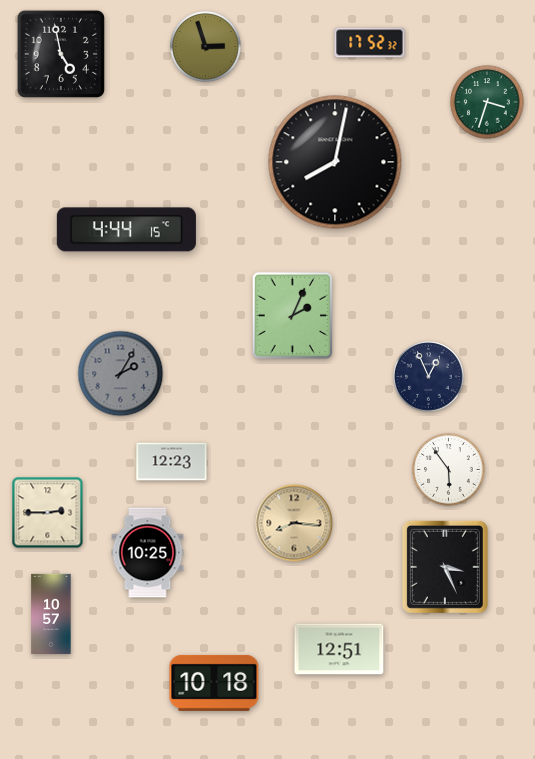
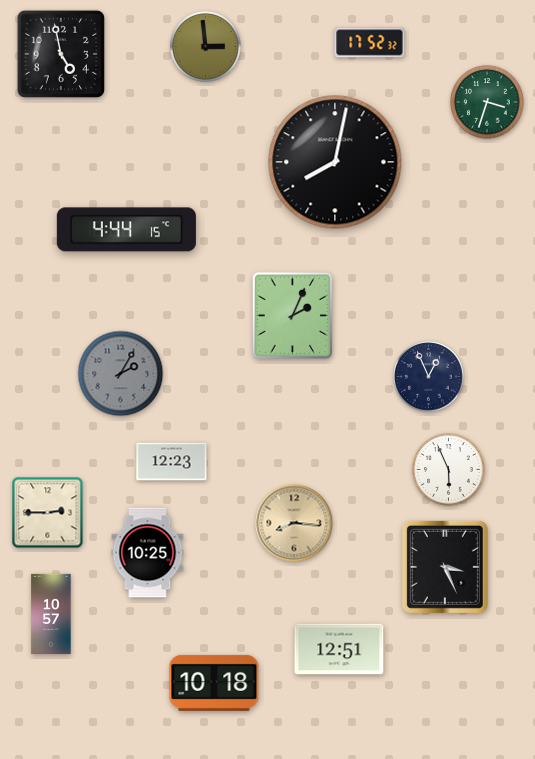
clock at (206, 47): 2:57 -> 2:59
clock at (449, 470): 5:54 -> 5:56
